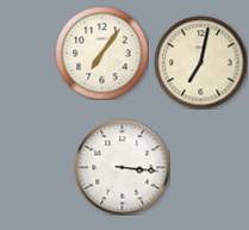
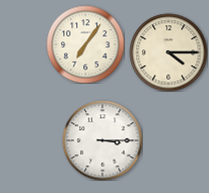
clock at (200, 62): 7:02 -> 4:15
clock at (122, 167): 3:16 -> 3:15
